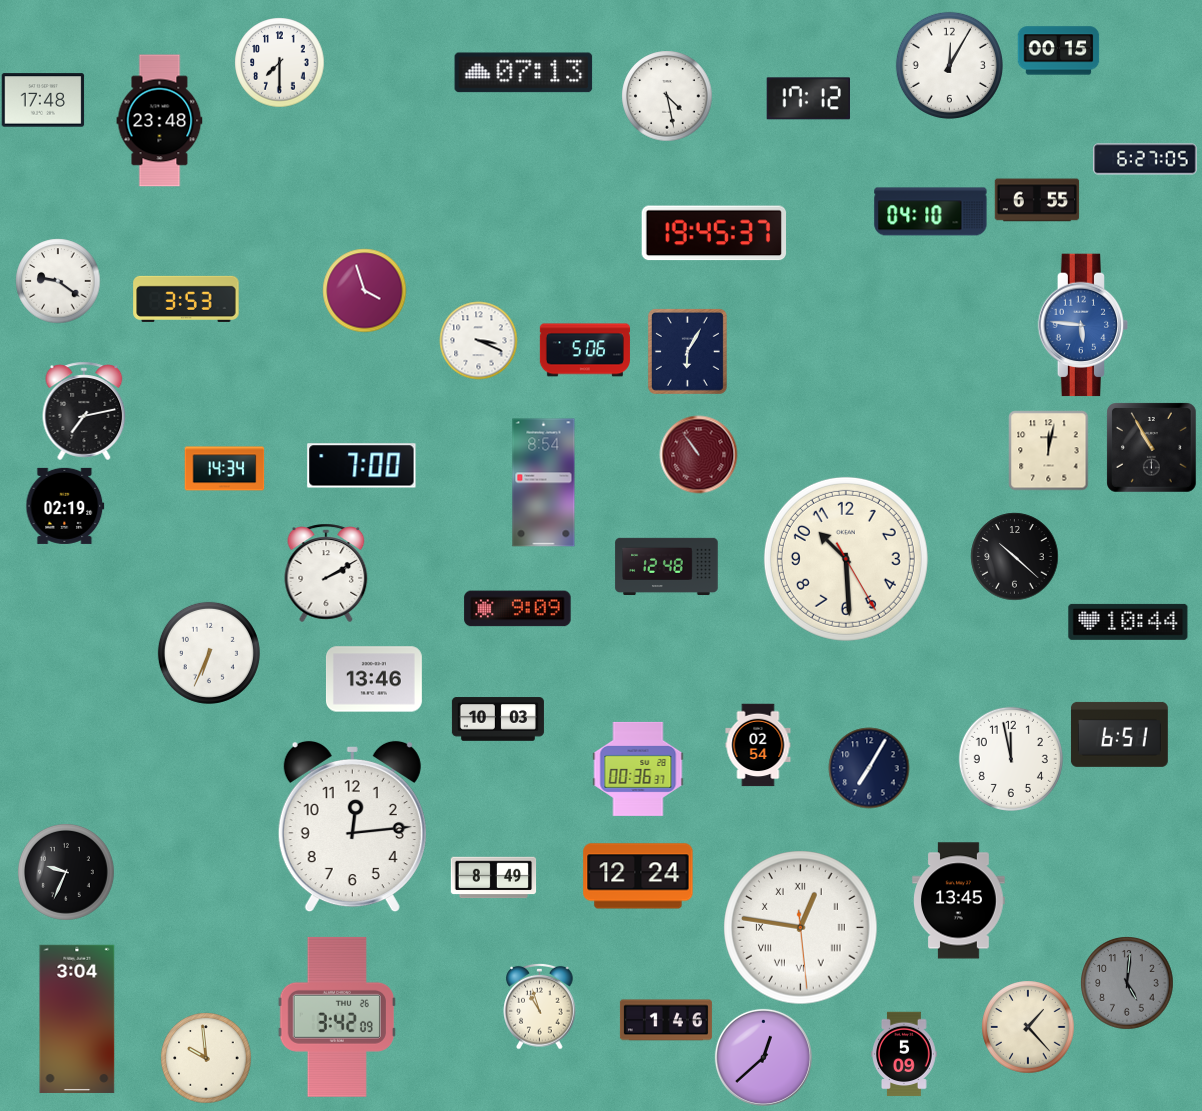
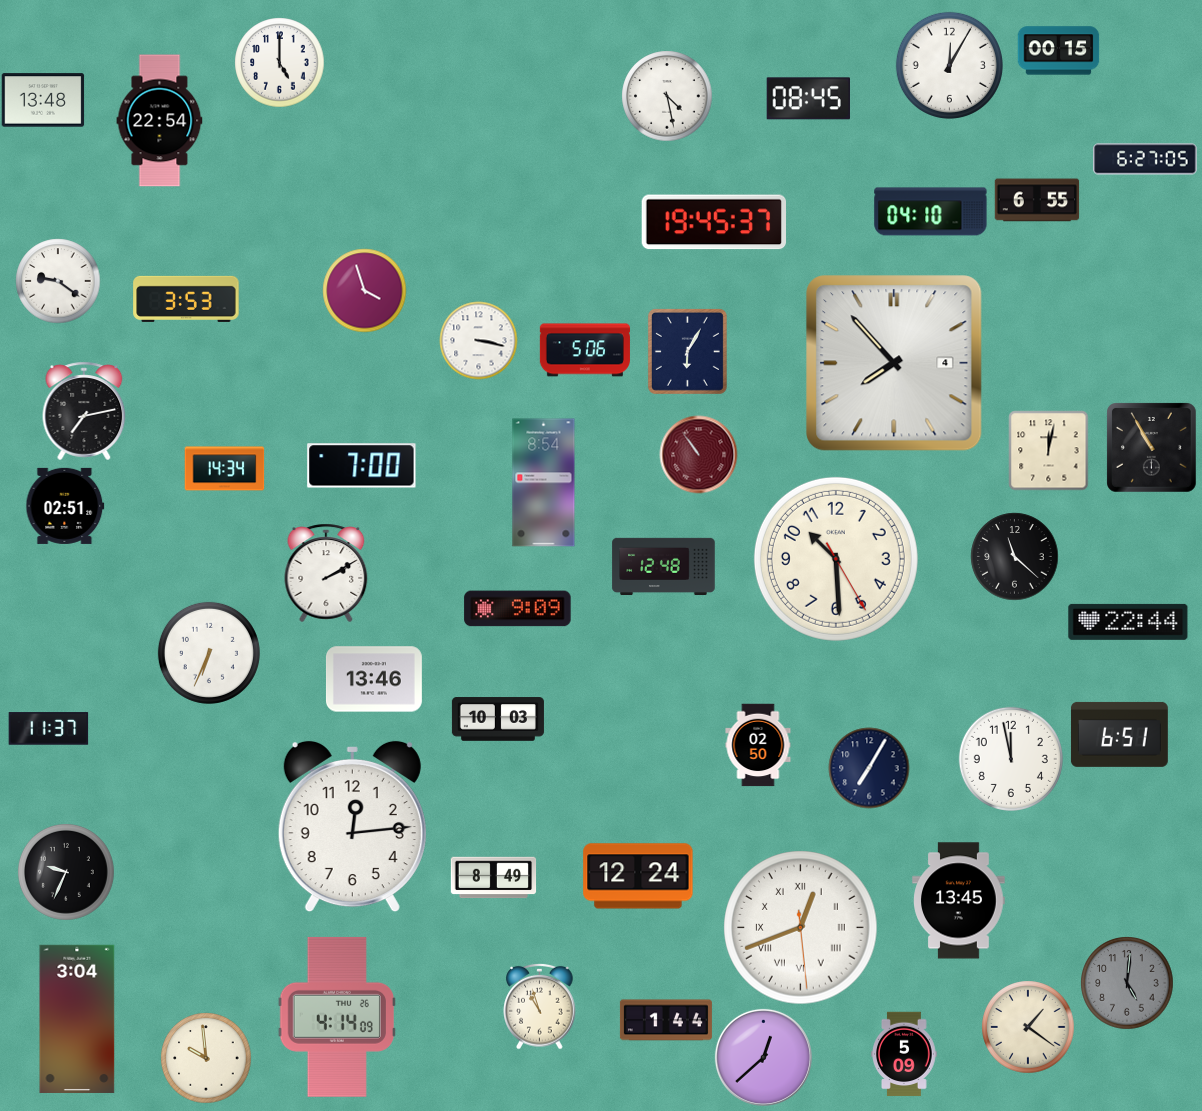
clock at (279, 62): 7:30 -> 5:00
clock at (524, 73): 07:13 -> none
clock at (808, 99): 17:12 -> 08:45
clock at (43, 100): 17:48 -> 13:48
clock at (160, 121): 23:48 -> 22:54
clock at (713, 233) position: (713, 233) -> (713, 222)
clock at (1083, 325): 5:46 -> none
clock at (478, 340): 3:19 -> 3:17
clock at (894, 363): none -> 7:53
clock at (65, 506): 02:19 -> 02:51
clock at (1014, 556): 10:22 -> 11:22
clock at (846, 559) position: (846, 559) -> (836, 559)
clock at (667, 567) position: (667, 567) -> (664, 567)
clock at (1128, 622): 10:44 -> 22:44
clock at (48, 729): none -> 11:37
clock at (758, 745): 02:54 -> 02:50
clock at (638, 769): 00:36 -> none
clock at (801, 928): 12:46 -> 12:41
clock at (337, 1017): 3:42 -> 4:14
clock at (666, 1020): 1:46 -> 1:44
clock at (1028, 1027): 1:23 -> 1:21
